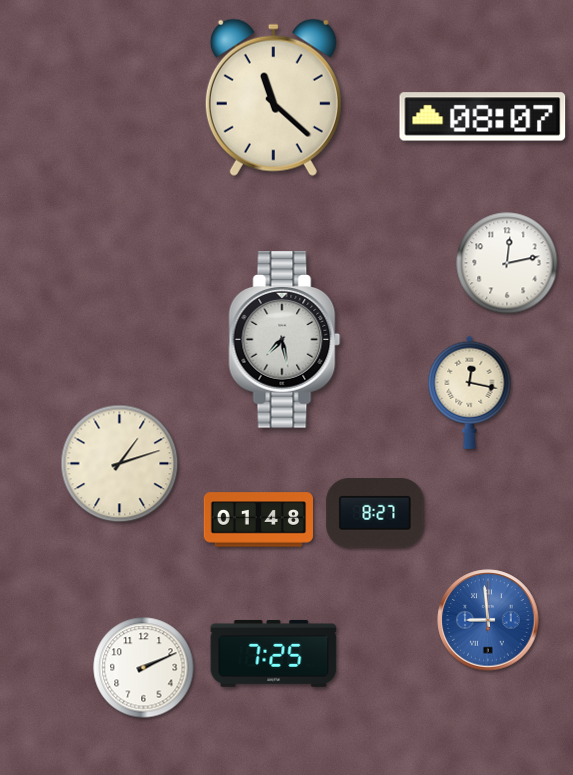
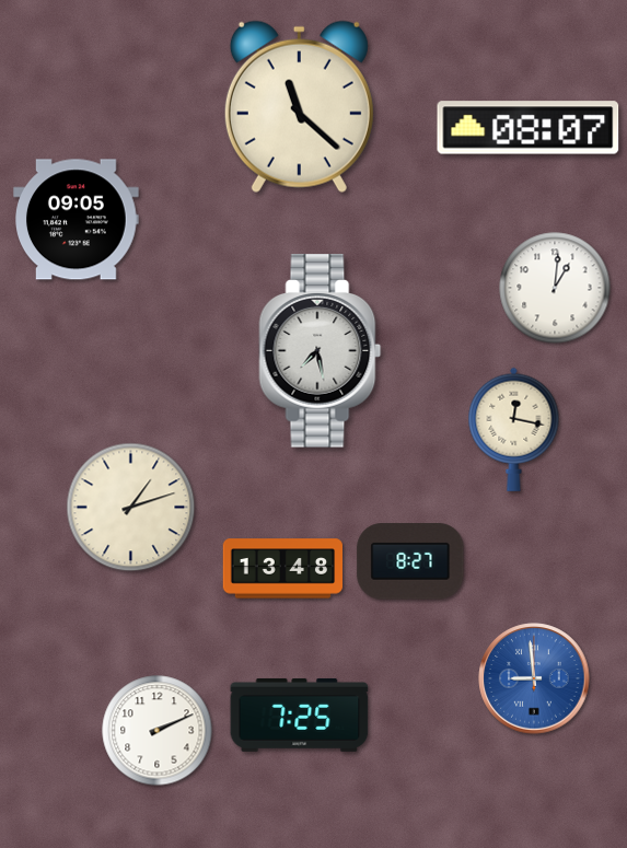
clock at (77, 220): none -> 09:05
clock at (507, 263): 12:13 -> 1:01
clock at (285, 340) position: (285, 340) -> (321, 351)
clock at (258, 520): 01:48 -> 13:48
